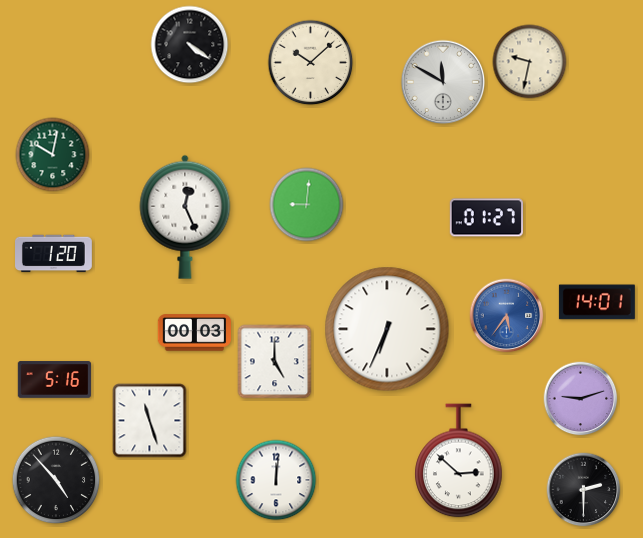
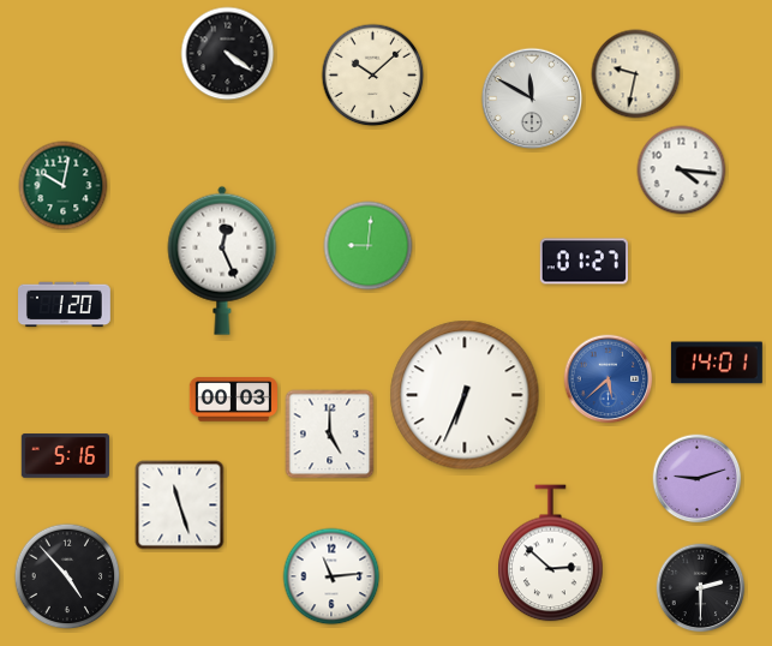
clock at (682, 171): none -> 4:16
clock at (507, 316): 5:36 -> 5:38
clock at (276, 480): 12:01 -> 11:14
